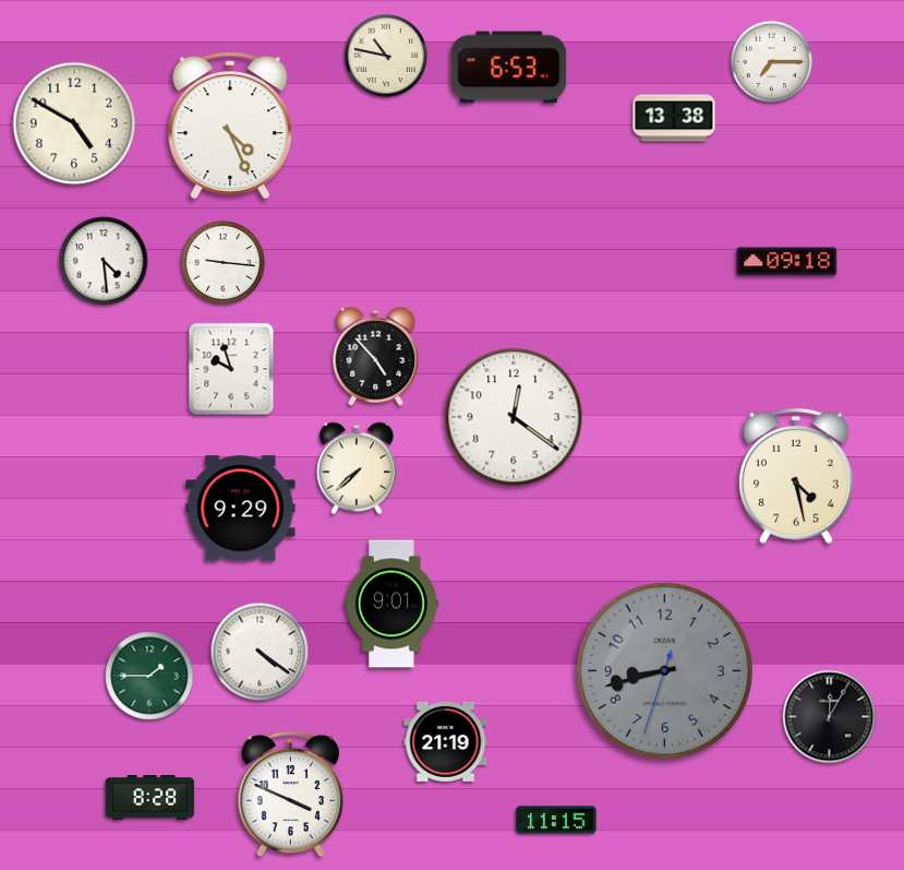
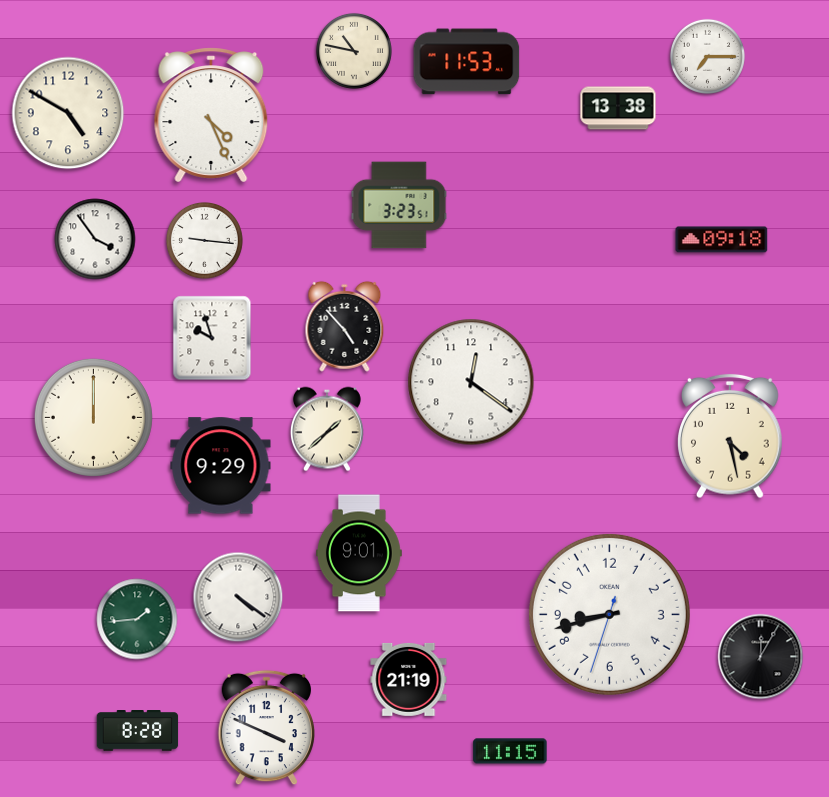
clock at (509, 68): 6:53 -> 11:53
clock at (399, 205): none -> 3:23
clock at (104, 261): 4:29 -> 3:54
clock at (93, 417): none -> 12:00
clock at (357, 468): 7:38 -> 1:38
clock at (664, 670) dial: grey -> white
clock at (149, 676): 1:45 -> 1:44
